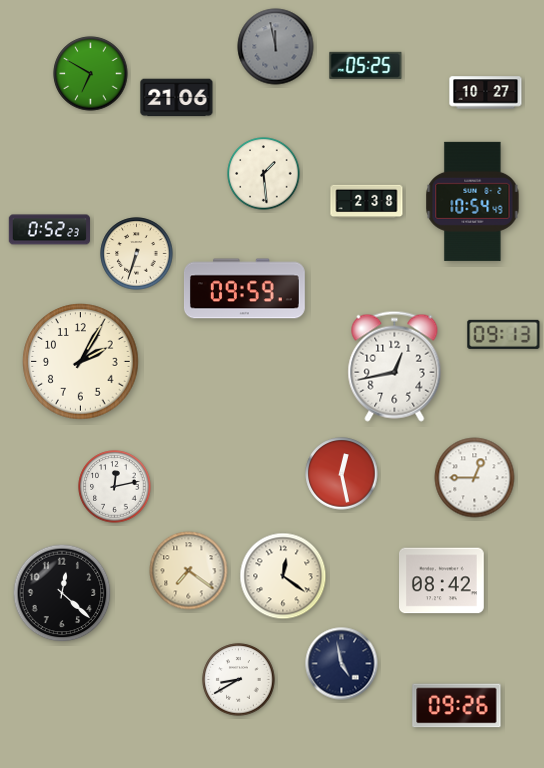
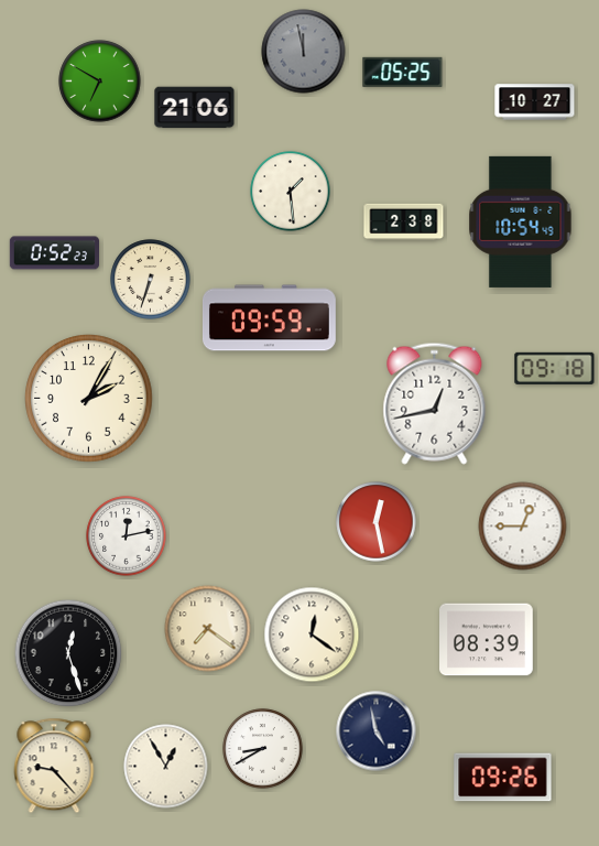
clock at (504, 334): 09:13 -> 09:18
clock at (442, 581): 08:42 -> 08:39
clock at (62, 593): 12:22 -> 12:27
clock at (54, 766): none -> 9:23
clock at (166, 767): none -> 12:55
